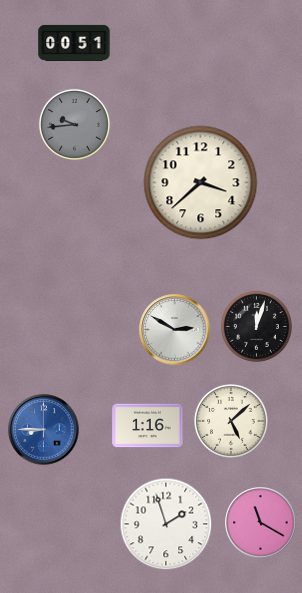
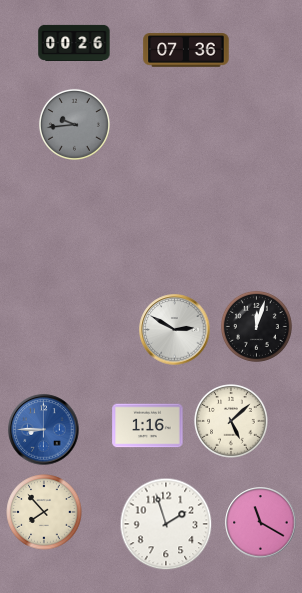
clock at (74, 43): 00:51 -> 00:26
clock at (186, 50): none -> 07:36
clock at (201, 183): 3:38 -> none
clock at (44, 512): none -> 7:53
